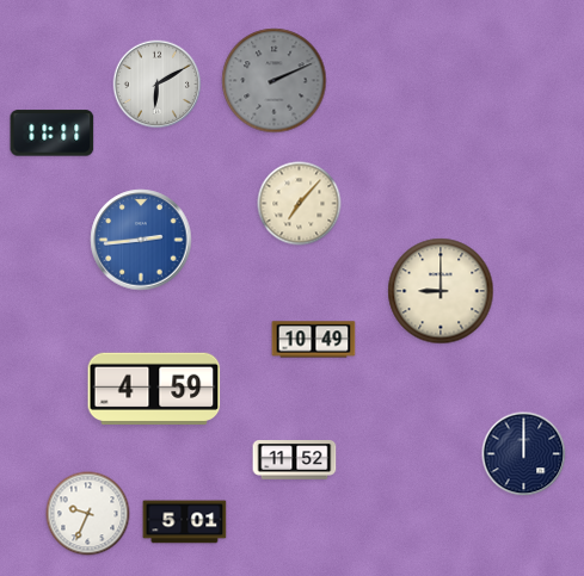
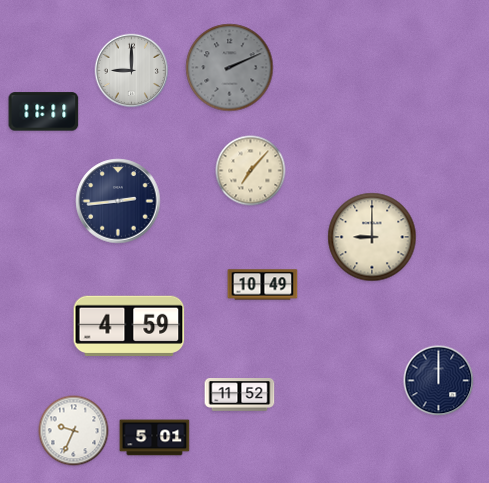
clock at (158, 85): 6:10 -> 9:00
clock at (141, 240) dial: blue -> navy
clock at (441, 291) position: (441, 291) -> (372, 237)
clock at (295, 460) position: (295, 460) -> (240, 395)
